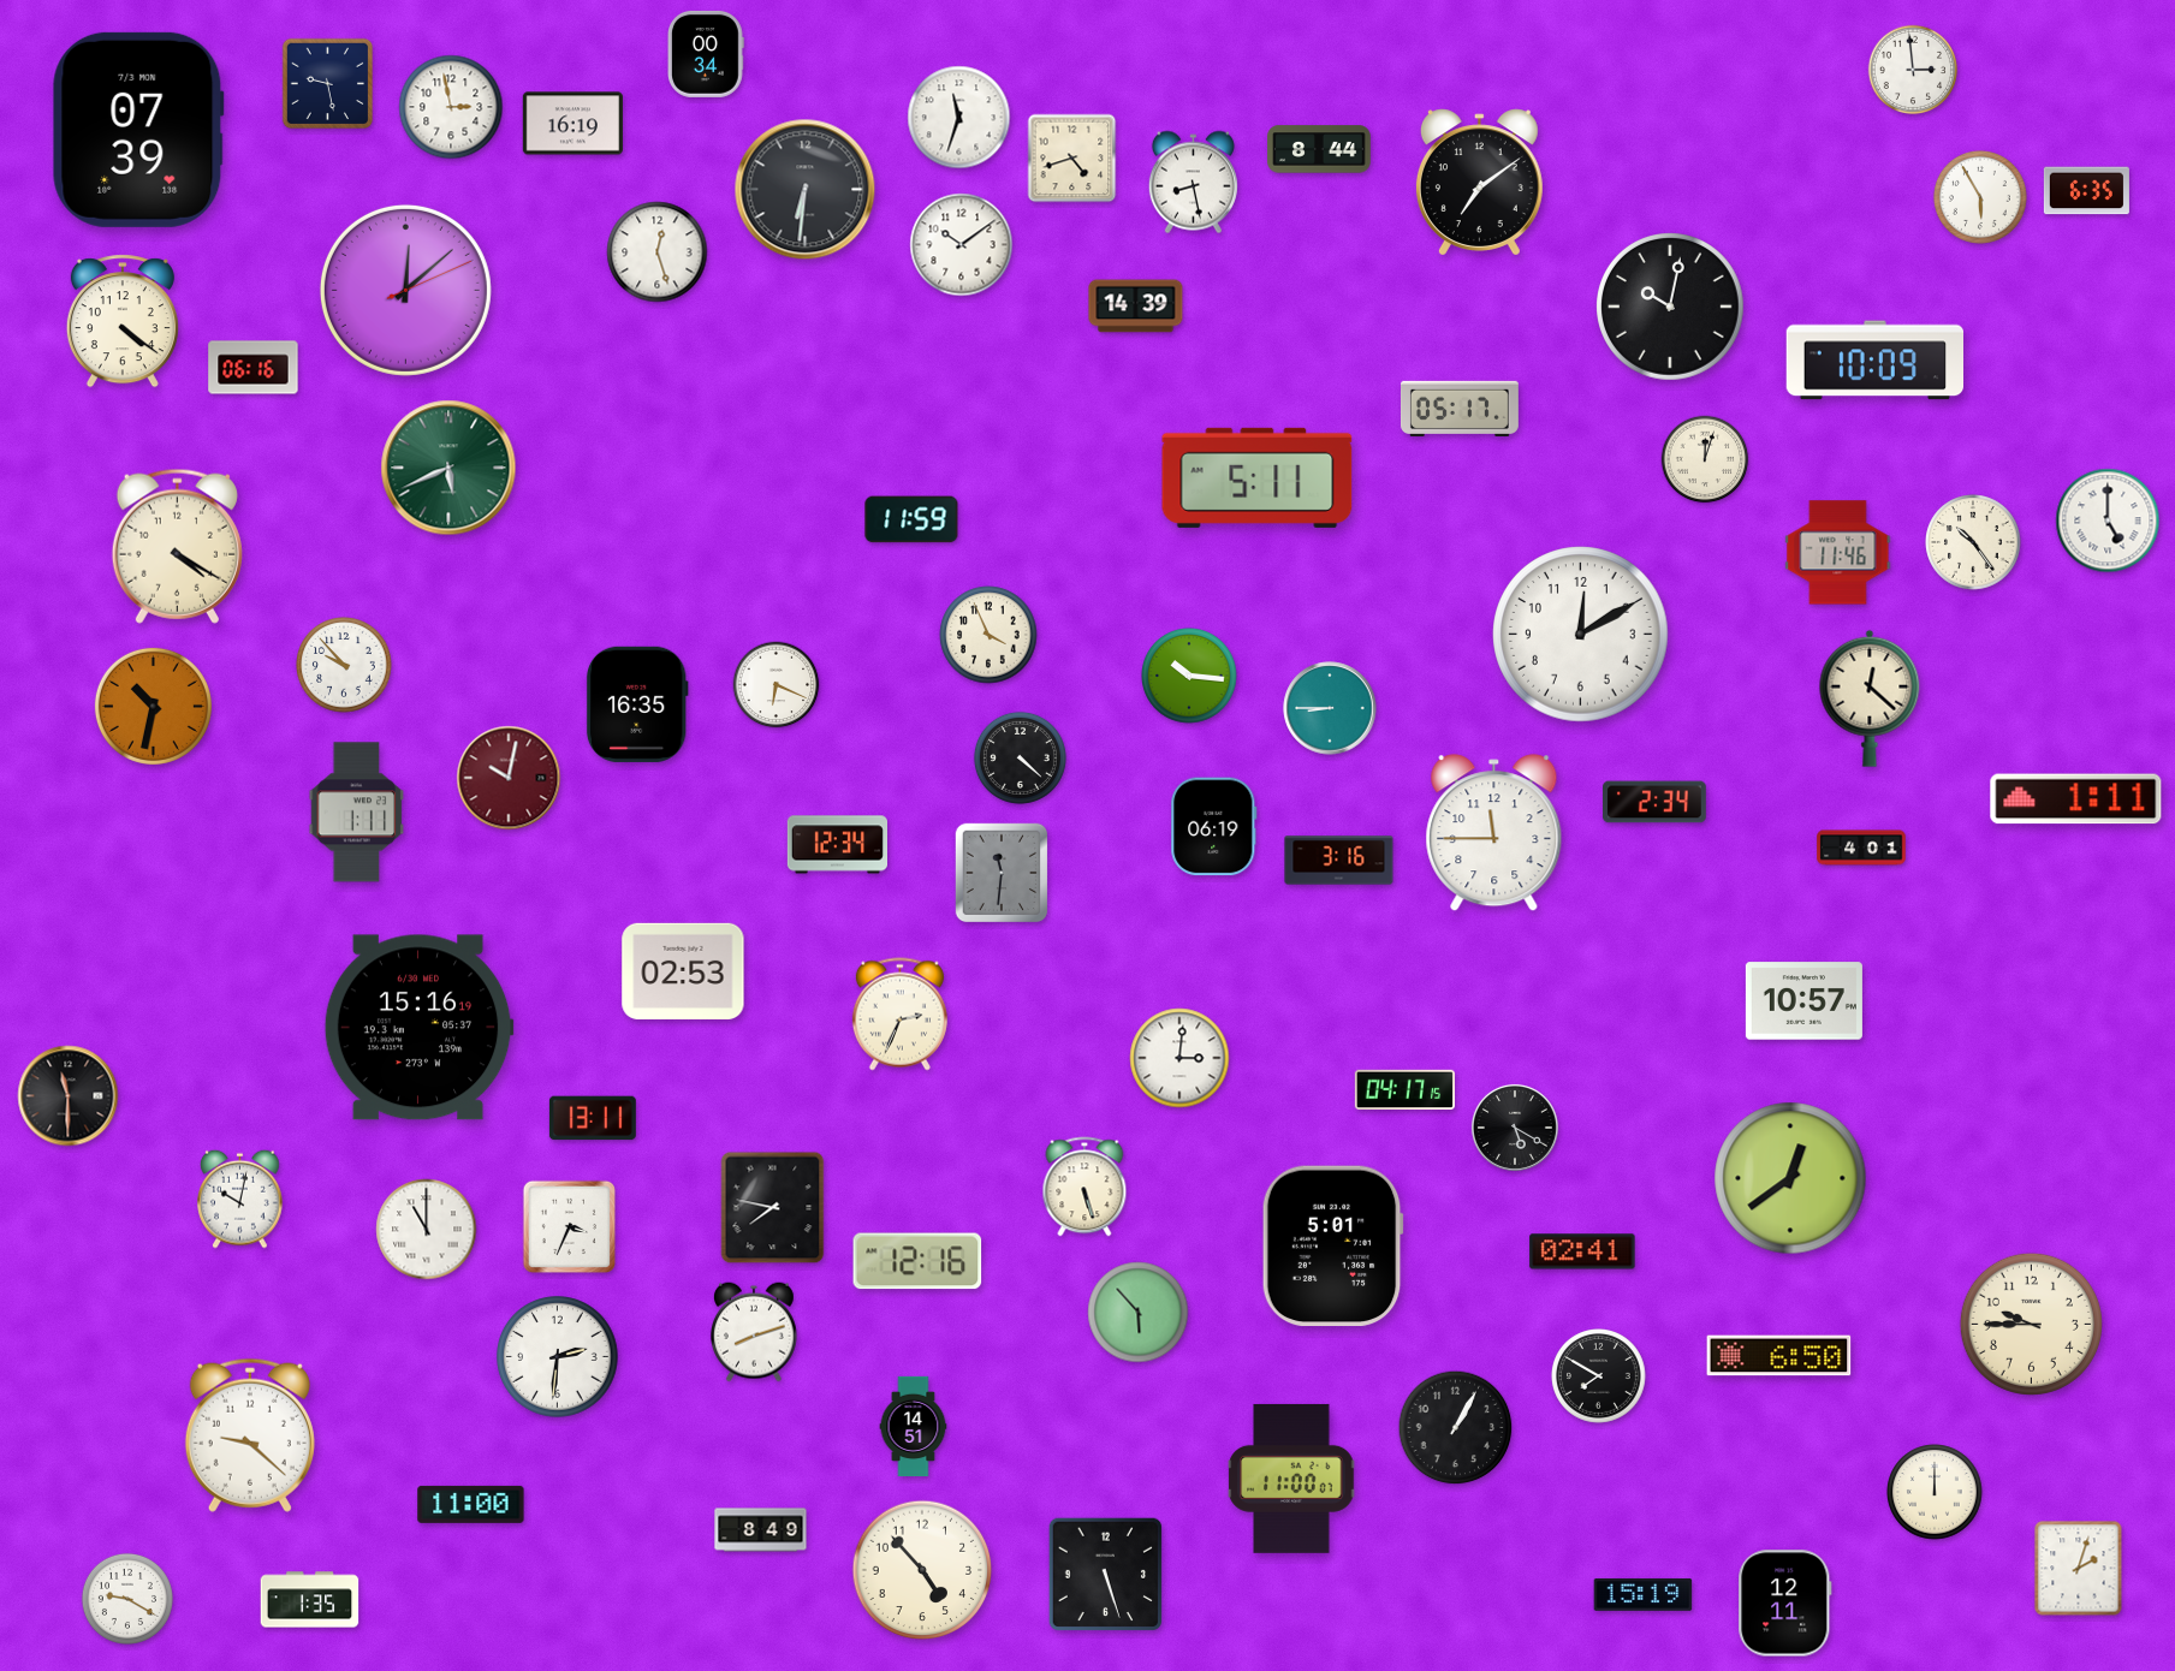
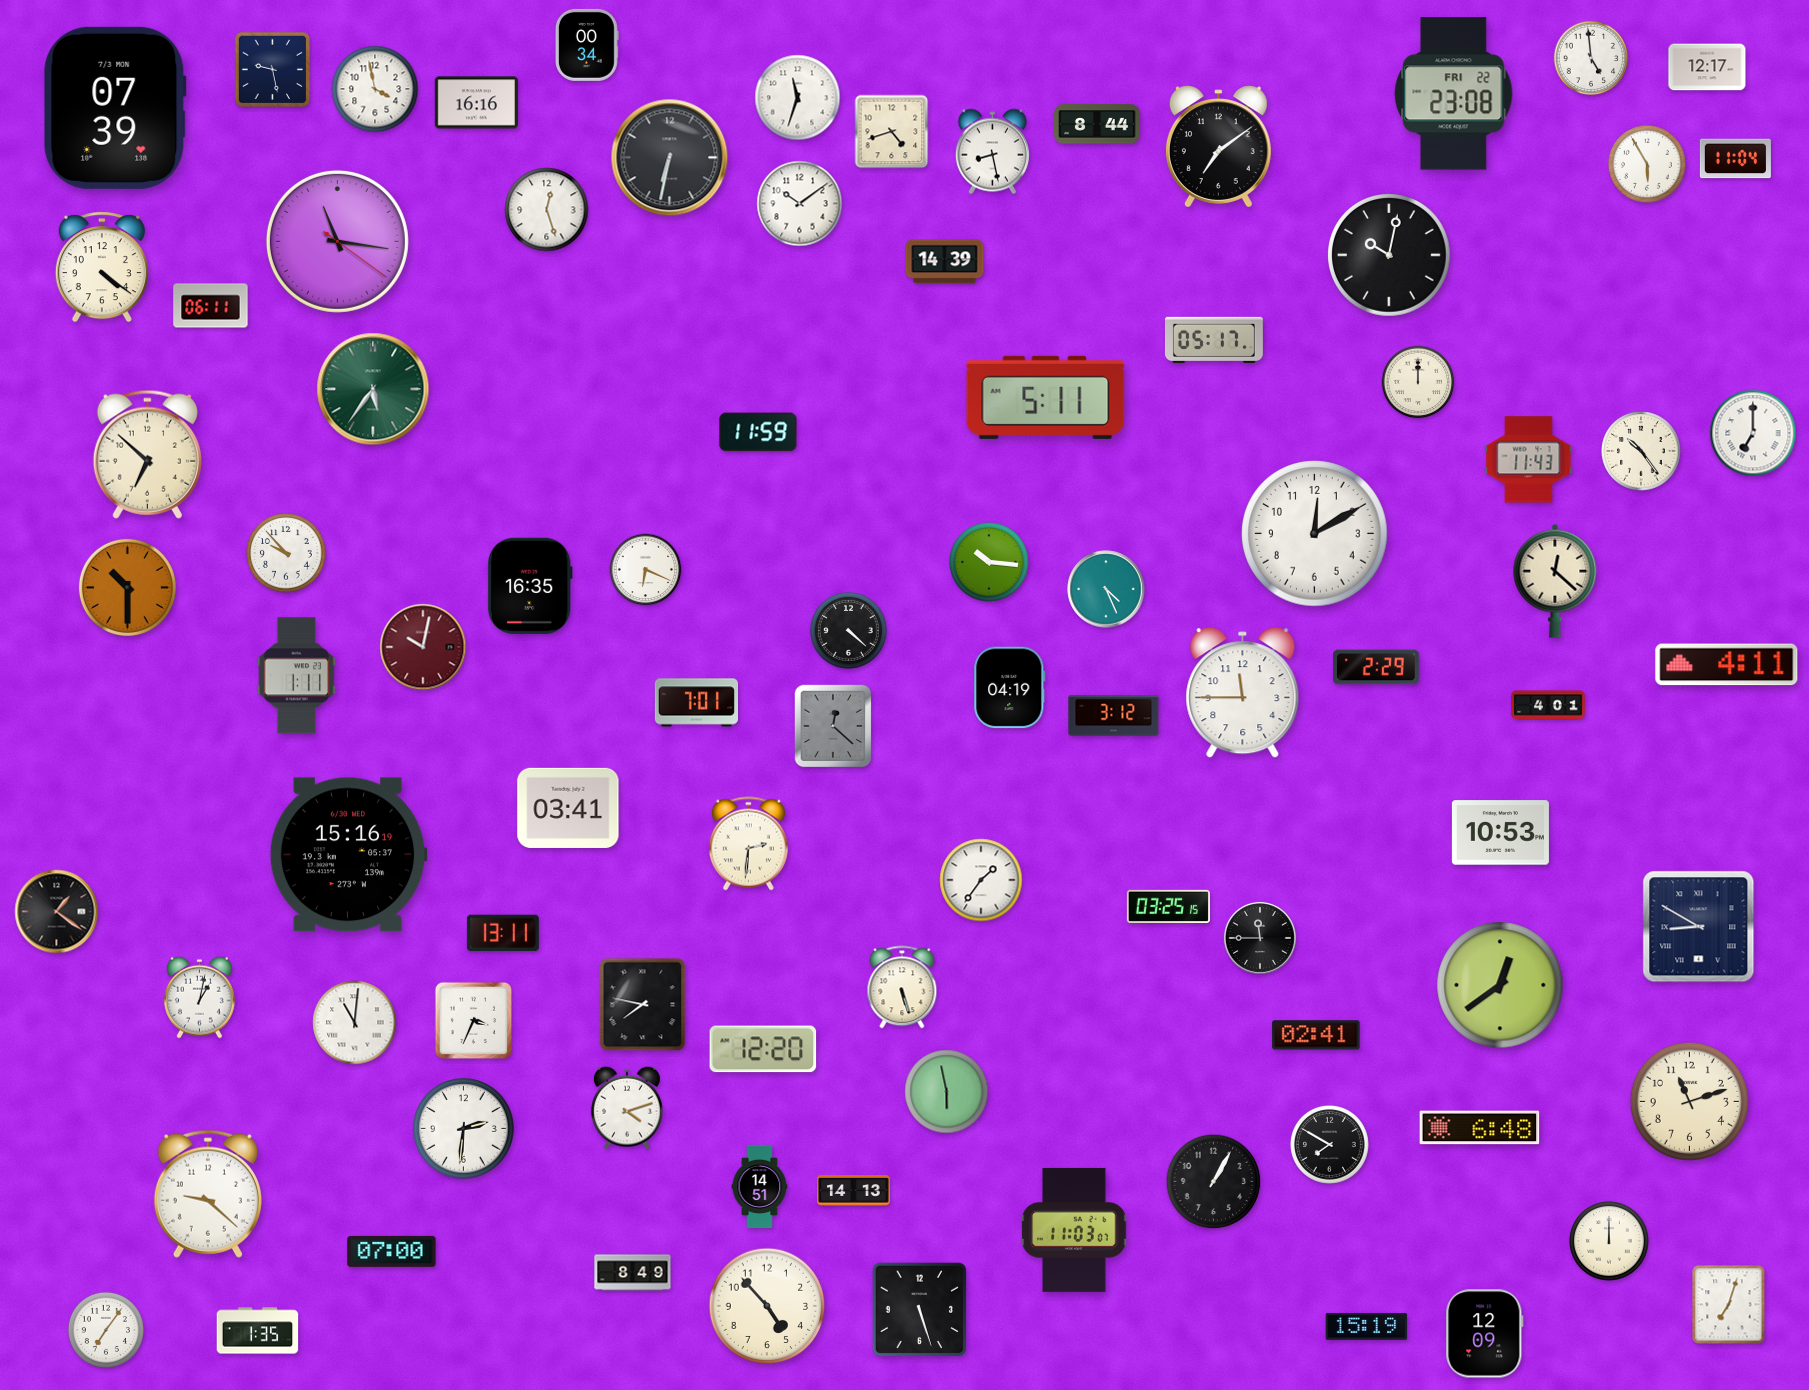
clock at (1913, 70): 2:59 -> 4:59
clock at (1707, 67): none -> 12:17
clock at (451, 107): 2:58 -> 3:58
clock at (1454, 94): none -> 23:08
clock at (572, 124): 16:19 -> 16:16
clock at (1479, 183) position: (1479, 183) -> (1218, 147)
clock at (806, 190): 6:31 -> 6:32
clock at (2086, 191): 6:35 -> 11:04
clock at (405, 290): 12:08 -> 11:16
clock at (1136, 307) position: (1136, 307) -> (945, 262)
clock at (1874, 361): 10:09 -> none
clock at (254, 368): 06:16 -> 06:11
clock at (1705, 459): 12:03 -> 12:00
clock at (448, 468): 5:41 -> 5:36
clock at (2108, 521): 5:00 -> 7:00
clock at (177, 546): 4:20 -> 6:52
clock at (1838, 553): 11:46 -> 11:43
clock at (988, 635): 3:56 -> none
clock at (1581, 635) position: (1581, 635) -> (1315, 534)
clock at (153, 706): 10:32 -> 10:30
clock at (1330, 708): 8:45 -> 4:26
clock at (2076, 799): 1:11 -> 4:11
clock at (1654, 802): 2:34 -> 2:29
clock at (1214, 827): 06:19 -> 04:19
clock at (837, 845): 12:34 -> 7:01
clock at (1339, 861): 3:16 -> 3:12
clock at (1002, 873): 11:31 -> 12:22
clock at (683, 971): 02:53 -> 03:41
clock at (1803, 1001): 10:57 -> 10:53
clock at (899, 1015): 2:34 -> 2:31
clock at (1179, 1058): 3:01 -> 1:36
clock at (1404, 1089): 04:17 -> 03:25
clock at (69, 1096): 11:30 -> 1:21
clock at (1699, 927): none -> 8:50
clock at (593, 1118) position: (593, 1118) -> (503, 933)
clock at (1515, 1128): 5:20 -> 11:45
clock at (1790, 1178) position: (1790, 1178) -> (1500, 985)
clock at (240, 1199): 10:02 -> 1:02
clock at (427, 1230): 11:00 -> 11:01
clock at (1332, 1247): 5:01 -> none
clock at (1582, 1251) position: (1582, 1251) -> (1316, 1035)
clock at (917, 1261): 12:16 -> 12:20
clock at (1139, 1313): 5:53 -> 5:58
clock at (2031, 1324): 9:45 -> 11:12
clock at (754, 1332): 8:12 -> 4:12
clock at (1779, 1356): 6:50 -> 6:48
clock at (1456, 1428) position: (1456, 1428) -> (1214, 1182)
clock at (854, 1191): none -> 14:13
clock at (1291, 1479): 11:00 -> 11:03
clock at (471, 1504): 11:00 -> 07:00
clock at (2079, 1569): 2:03 -> 7:03
clock at (127, 1599): 9:20 -> 7:06
clock at (1785, 1604): 12:11 -> 12:09
